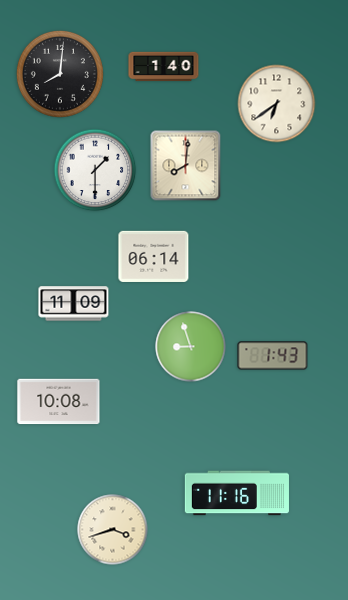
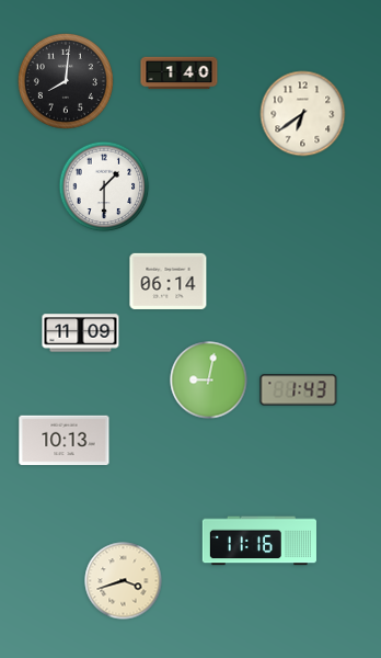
clock at (186, 166): 8:01 -> none
clock at (191, 347): 8:57 -> 9:02
clock at (59, 402): 10:08 -> 10:13
